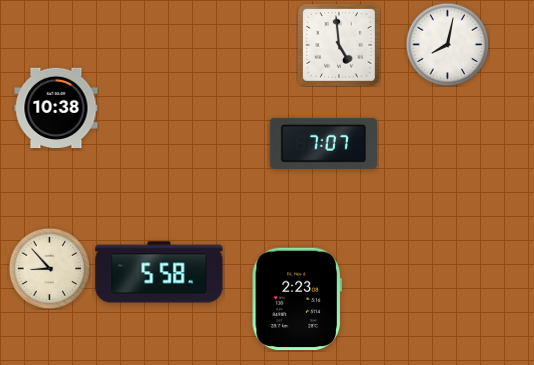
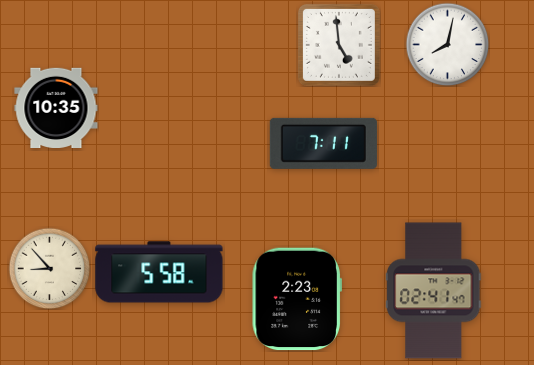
clock at (56, 107): 10:38 -> 10:35
clock at (323, 143): 7:07 -> 7:11
clock at (434, 291): none -> 02:41
